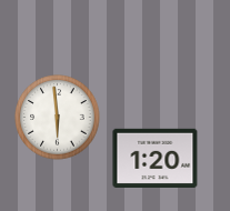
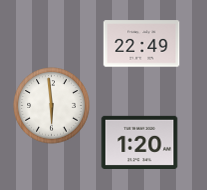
clock at (142, 44): none -> 22:49
